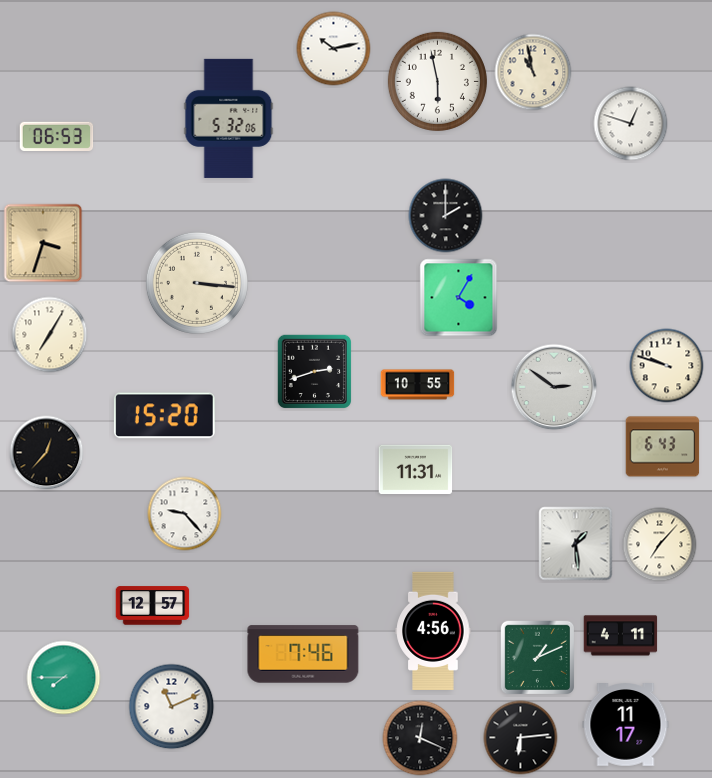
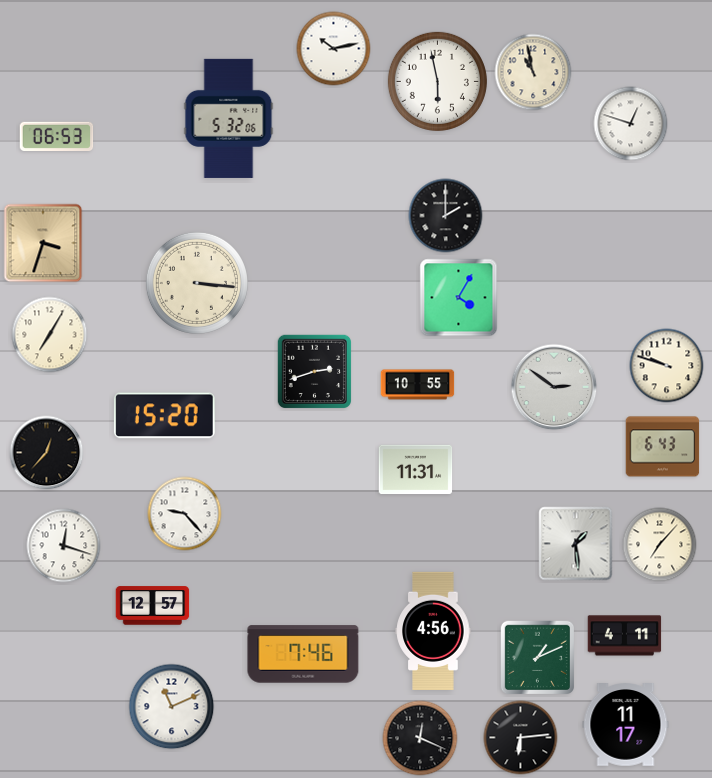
clock at (64, 546): none -> 12:18
clock at (621, 636) position: (621, 636) -> (625, 636)
clock at (64, 678): 7:45 -> none
